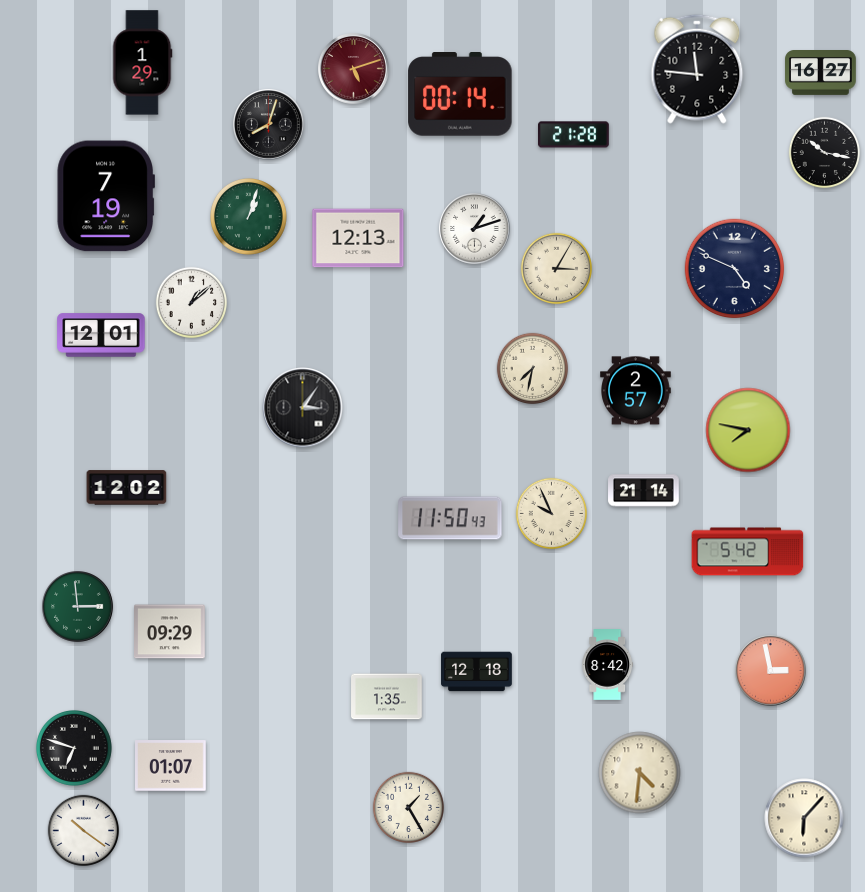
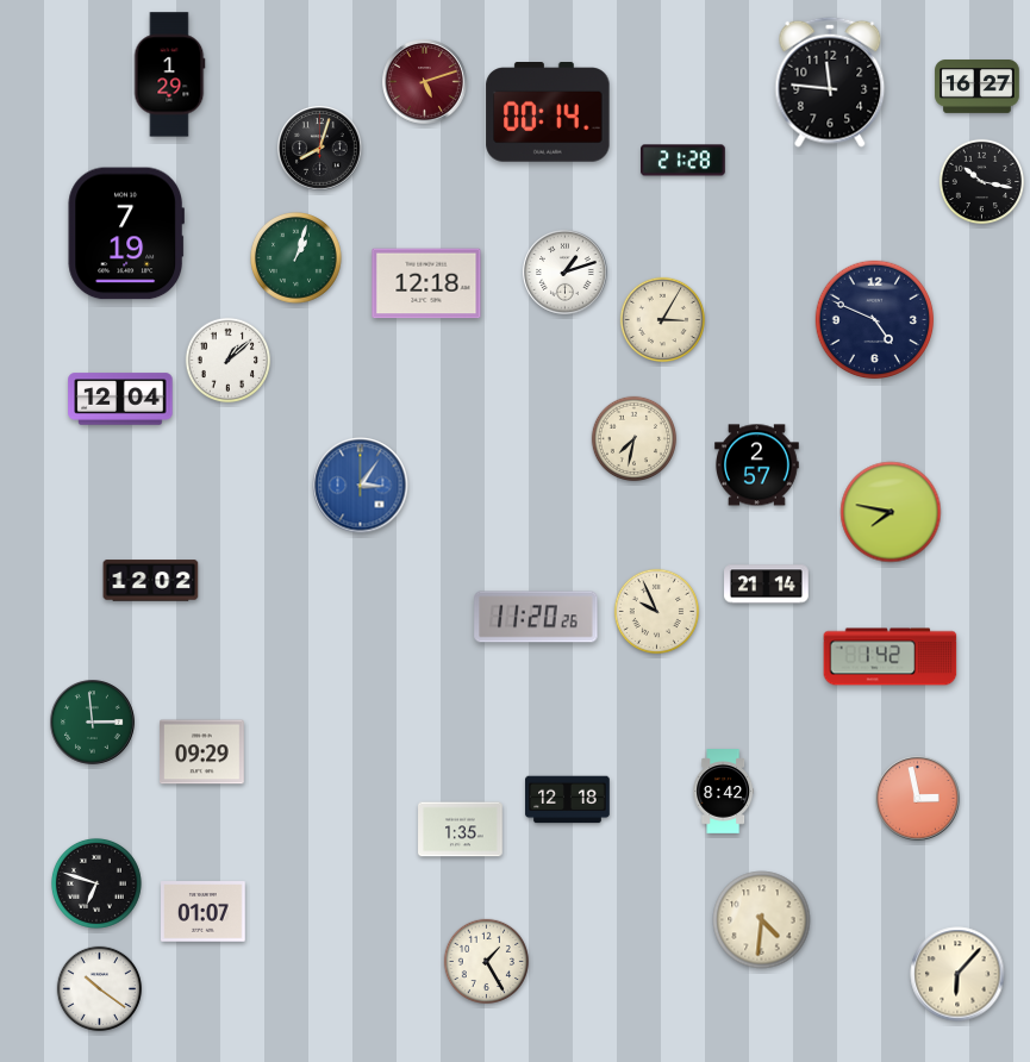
clock at (354, 69) position: (354, 69) -> (425, 82)
clock at (358, 238): 12:13 -> 12:18
clock at (101, 335): 12:01 -> 12:04
clock at (303, 408) dial: black -> blue
clock at (450, 518): 11:50 -> 11:20
clock at (748, 552): 5:42 -> 1:42
clock at (74, 748) position: (74, 748) -> (96, 883)
